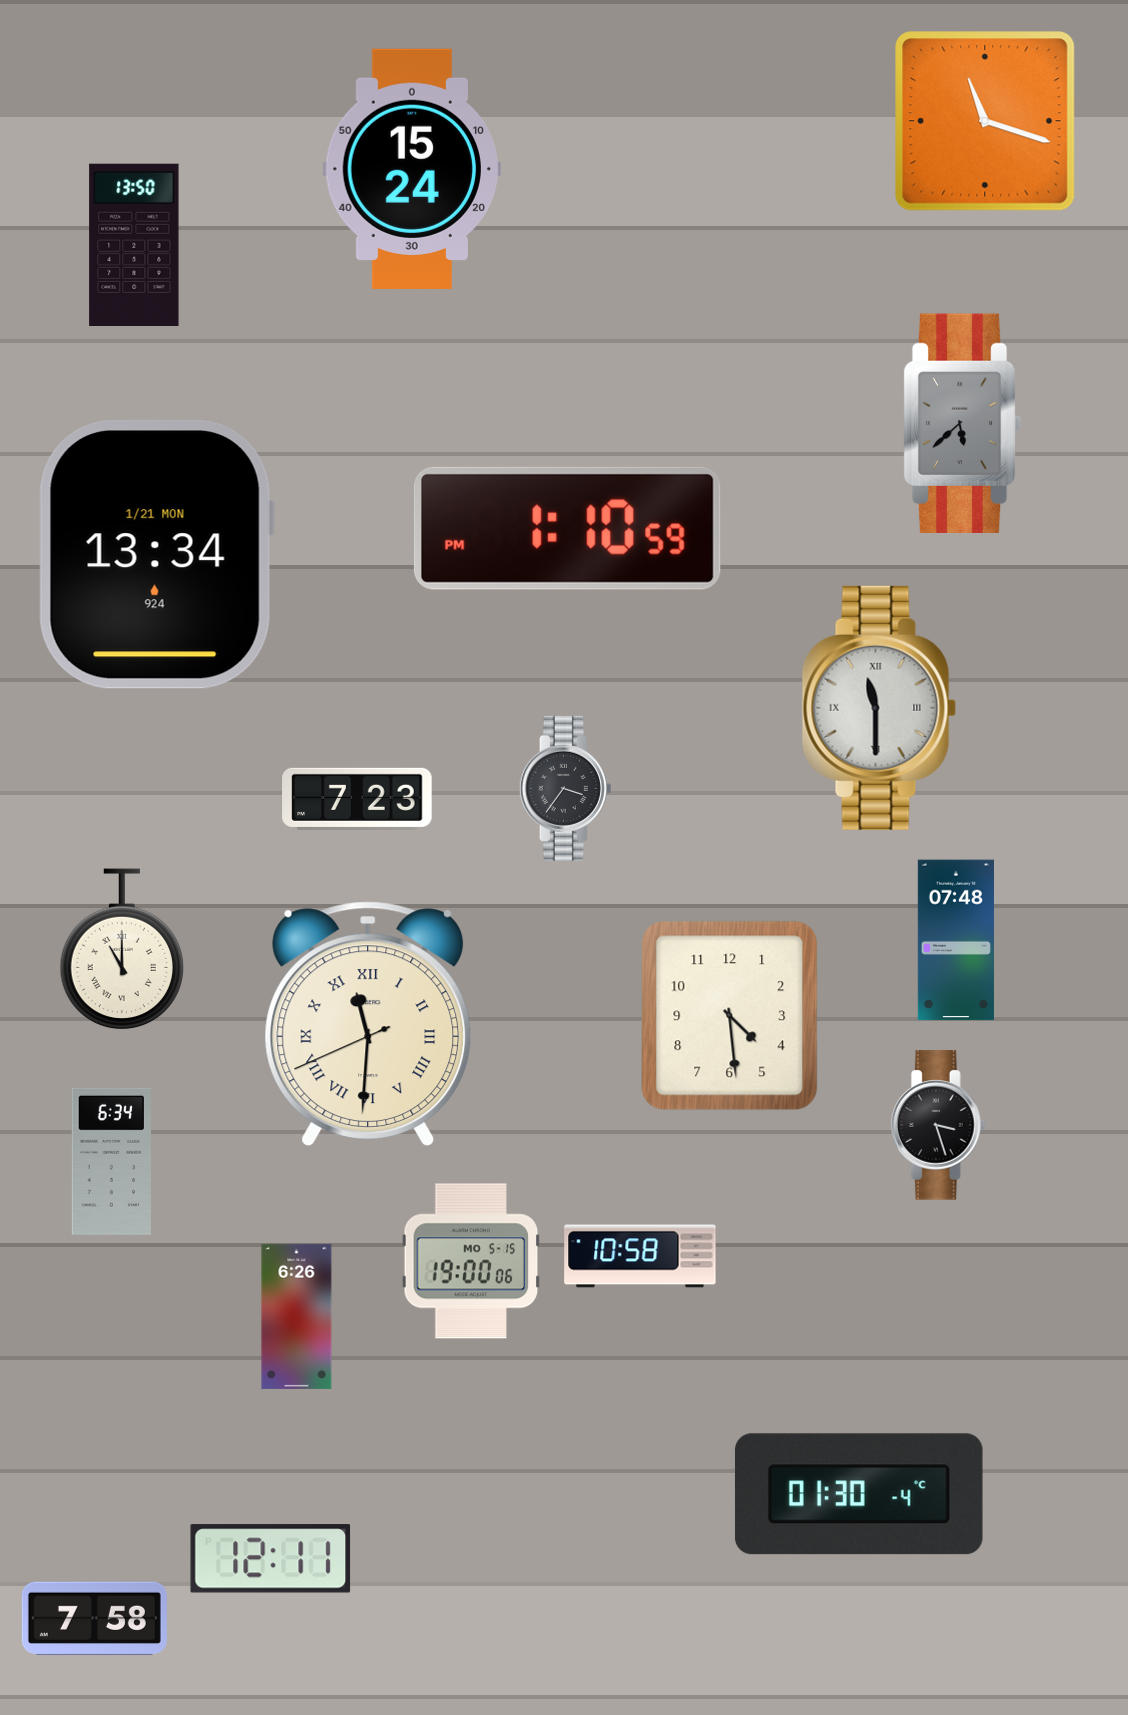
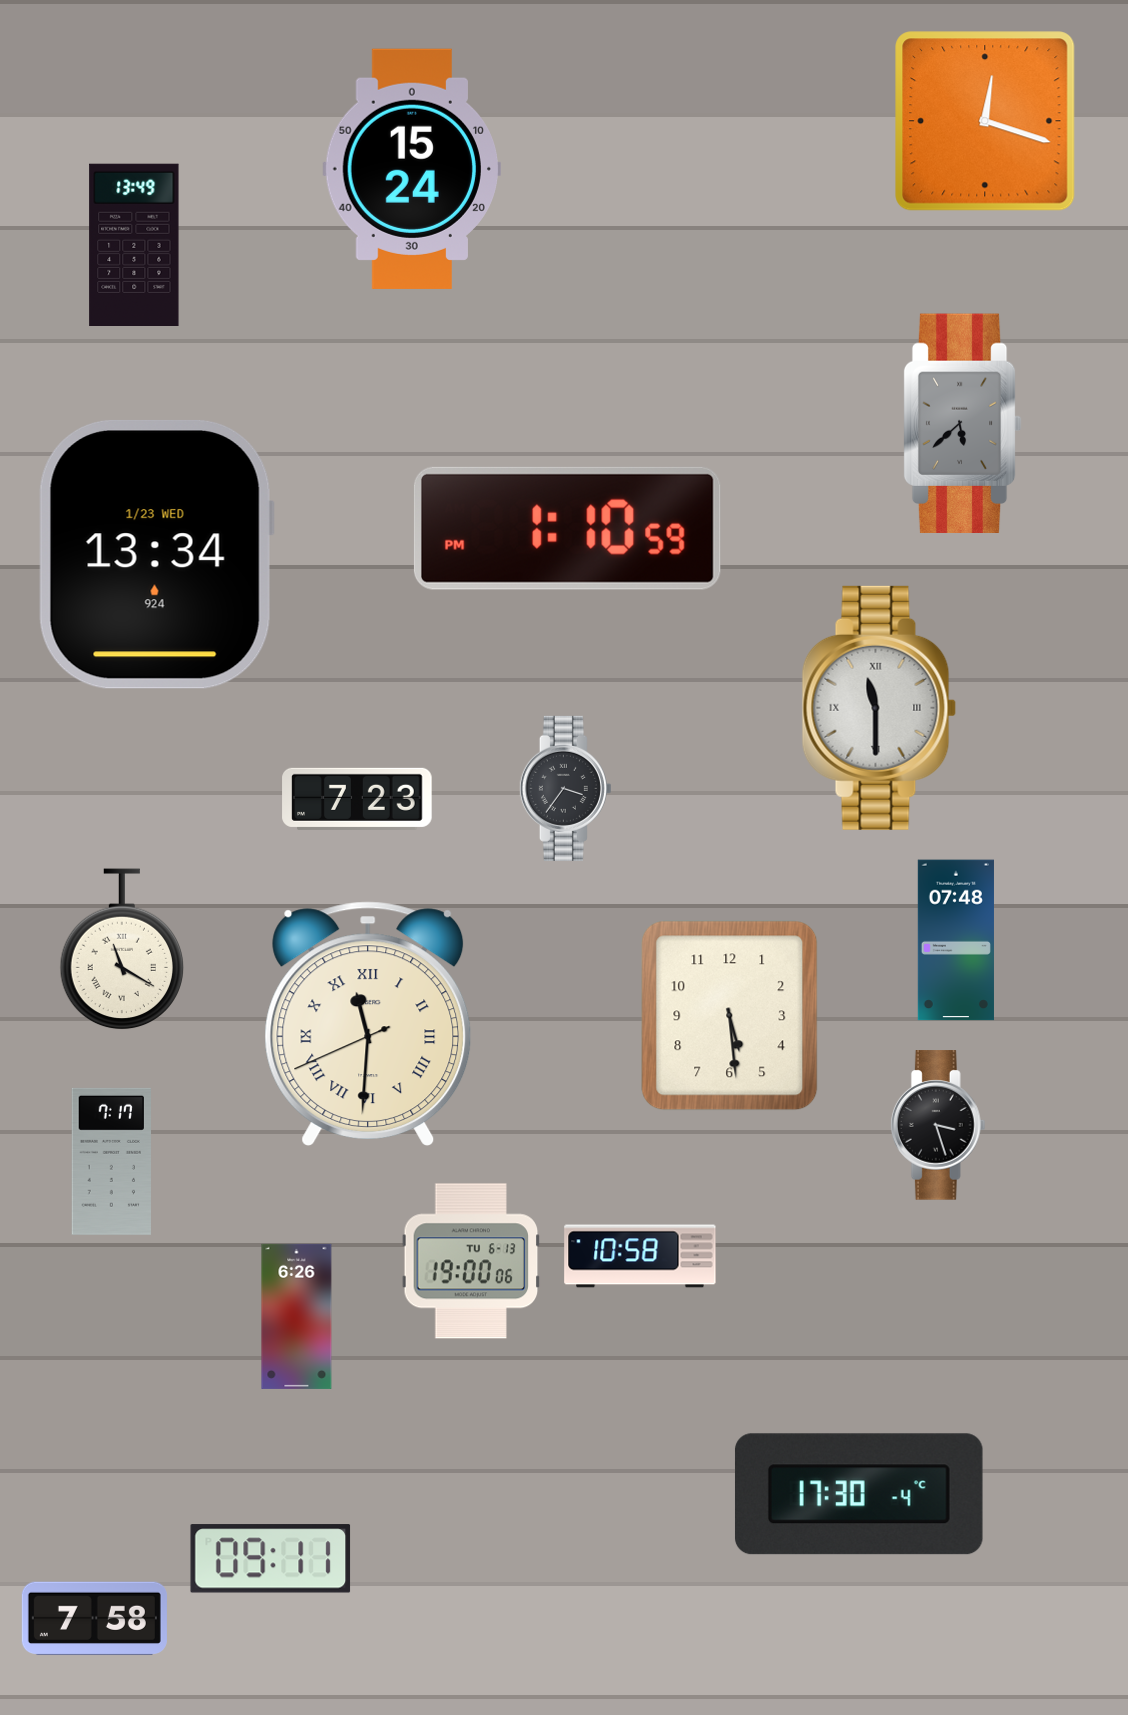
clock at (985, 121): 11:18 -> 12:18
clock at (134, 244): 13:50 -> 13:49
clock at (156, 554) date: 1/21 MON -> 1/23 WED
clock at (121, 950): 11:00 -> 11:20
clock at (730, 1016): 4:29 -> 5:29
clock at (111, 1161): 6:34 -> 7:17
clock at (471, 1261) date: MO 5-15 -> TU 6-13
clock at (859, 1494): 01:30 -> 17:30
clock at (271, 1559): 12:11 -> 09:11
